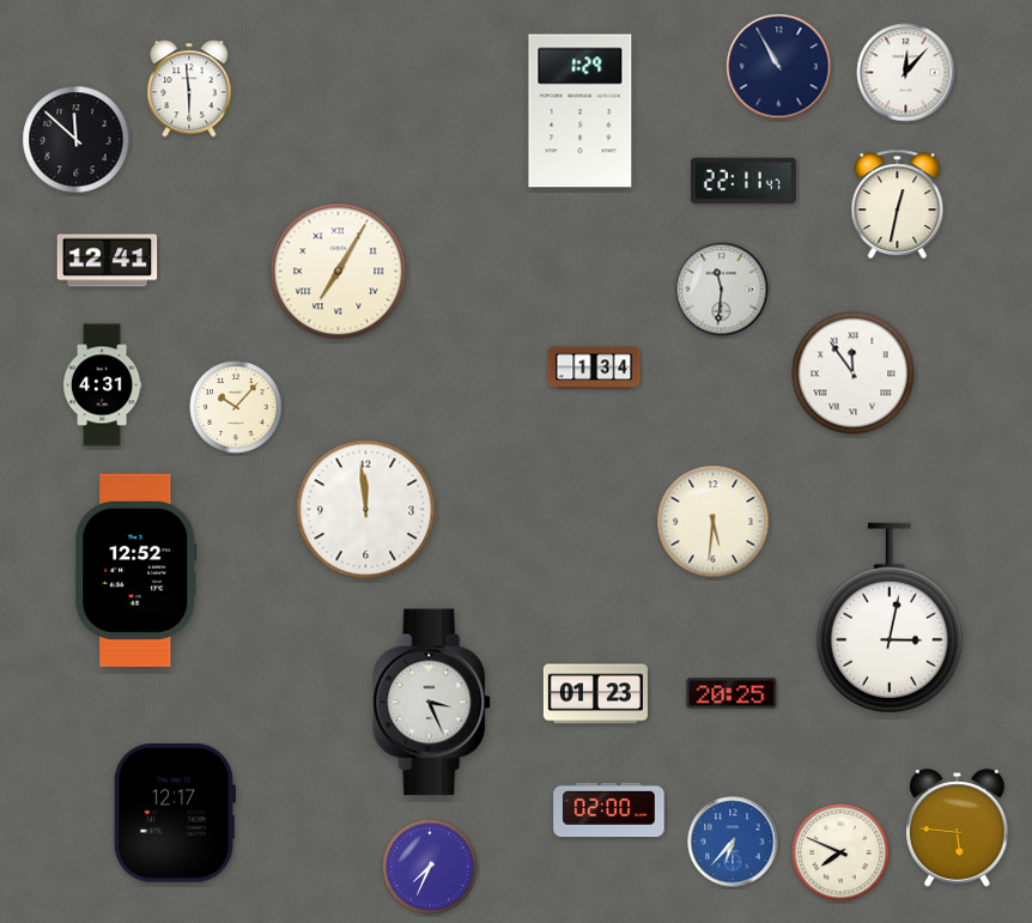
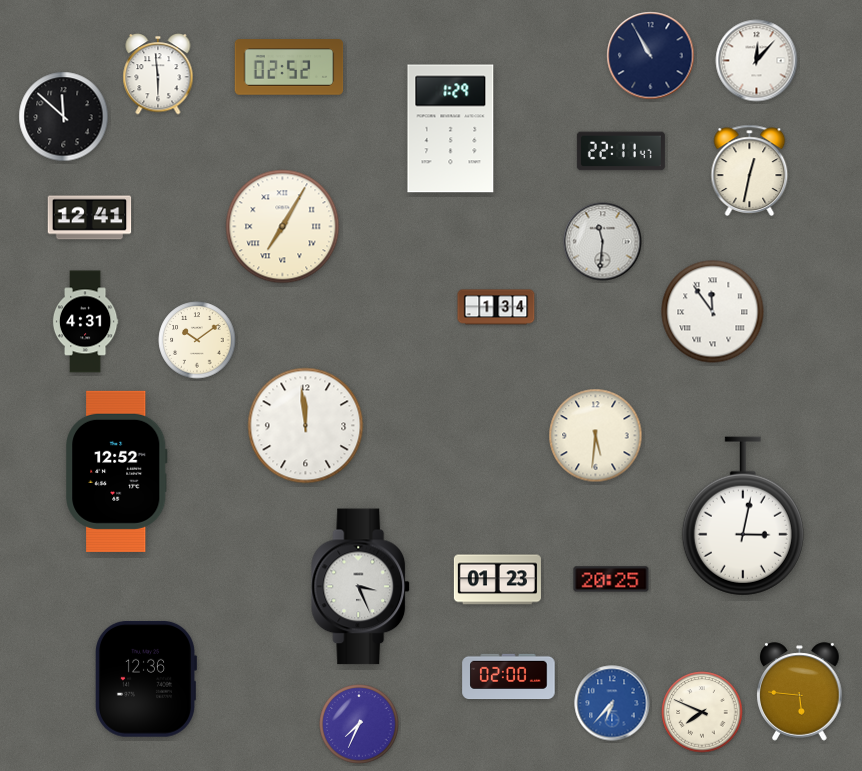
clock at (289, 67): none -> 02:52
clock at (581, 111) position: (581, 111) -> (451, 129)
clock at (236, 407): 10:07 -> 10:09
clock at (136, 570) position: (136, 570) -> (117, 471)
clock at (174, 813): 12:17 -> 12:36
